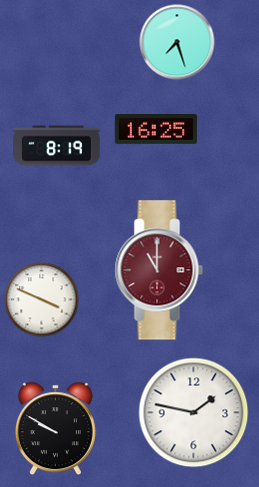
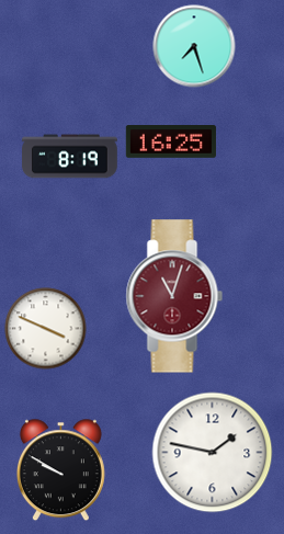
clock at (57, 146) position: (57, 146) -> (70, 157)
clock at (159, 270): 11:00 -> 11:03
